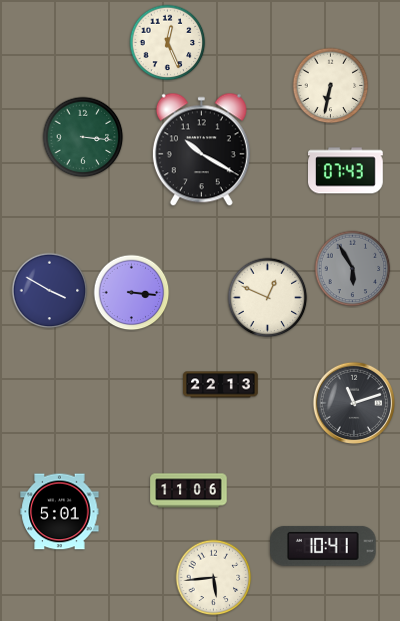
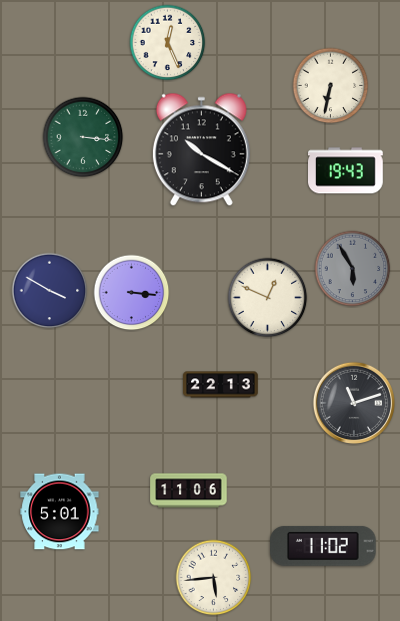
clock at (346, 171): 07:43 -> 19:43
clock at (323, 546): 10:41 -> 11:02
